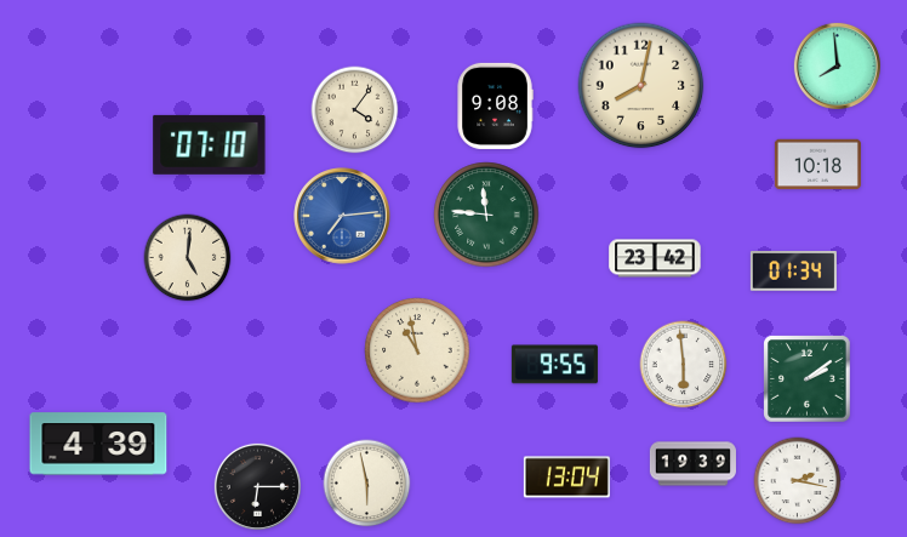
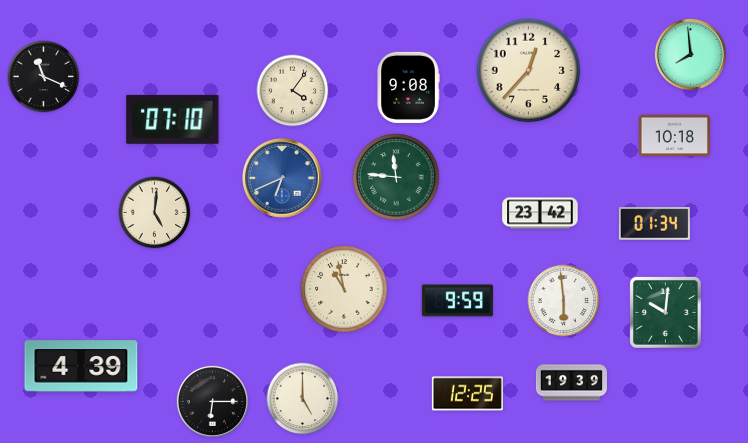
clock at (641, 86): 8:02 -> 12:37
clock at (44, 77): none -> 11:19
clock at (486, 215) position: (486, 215) -> (396, 177)
clock at (342, 216): 7:14 -> 6:41
clock at (554, 365): 9:55 -> 9:59
clock at (808, 379): 2:09 -> 10:01
clock at (566, 478): 13:04 -> 12:25
clock at (798, 481): 2:17 -> none
clock at (367, 484): 5:58 -> 5:00
